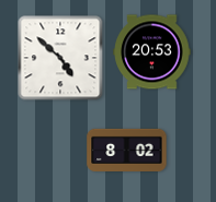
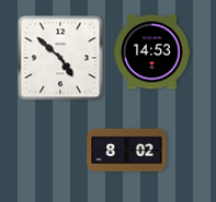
clock at (152, 52): 20:53 -> 14:53
